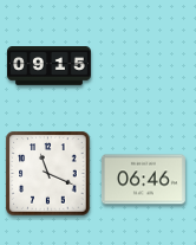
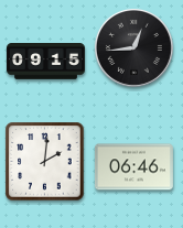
clock at (133, 47): none -> 12:44
clock at (48, 174): 11:19 -> 2:01
